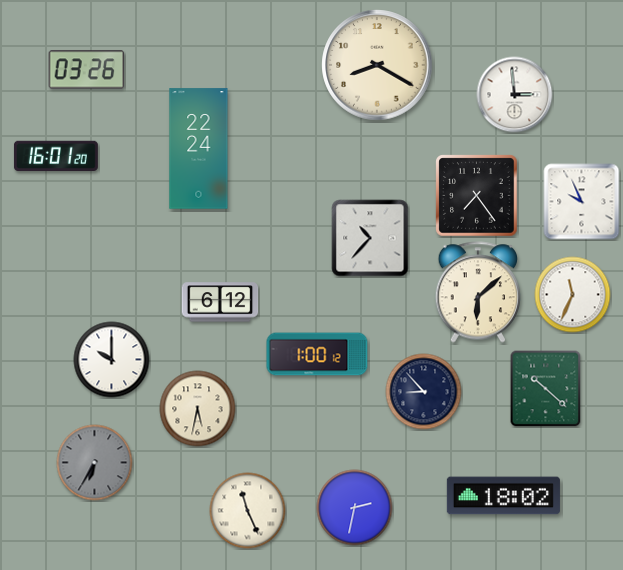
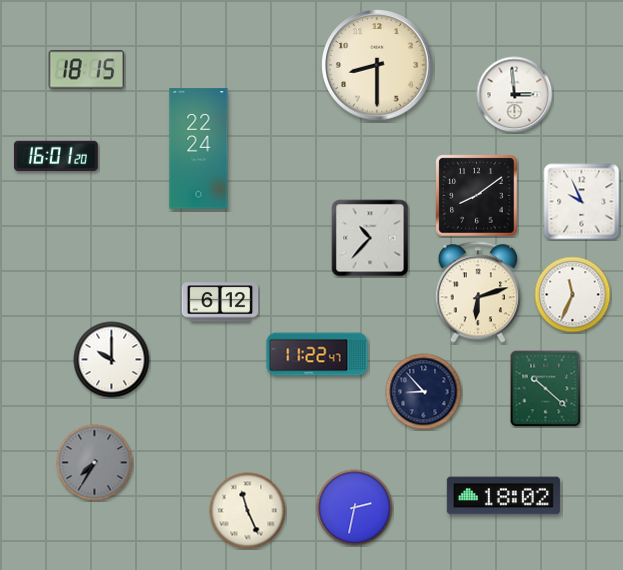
clock at (377, 65): 8:20 -> 8:30
clock at (87, 70): 03:26 -> 18:15
clock at (477, 196): 7:24 -> 8:09
clock at (478, 292): 6:08 -> 6:12
clock at (317, 354): 1:00 -> 11:22
clock at (198, 409): 5:32 -> none
clock at (95, 463): 6:35 -> 7:35
